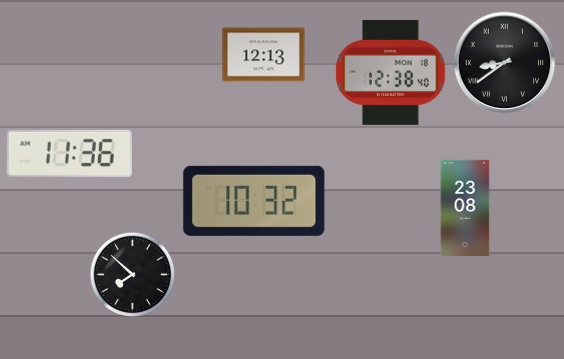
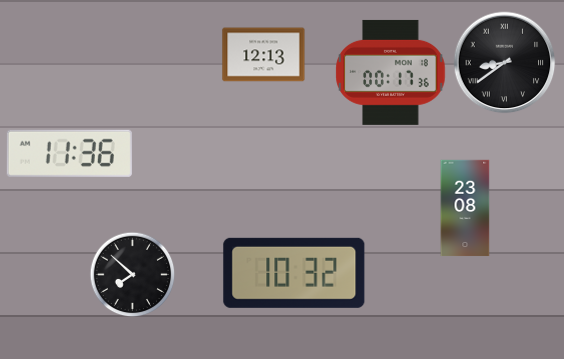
clock at (391, 72): 12:38 -> 00:17
clock at (254, 201) position: (254, 201) -> (294, 273)
